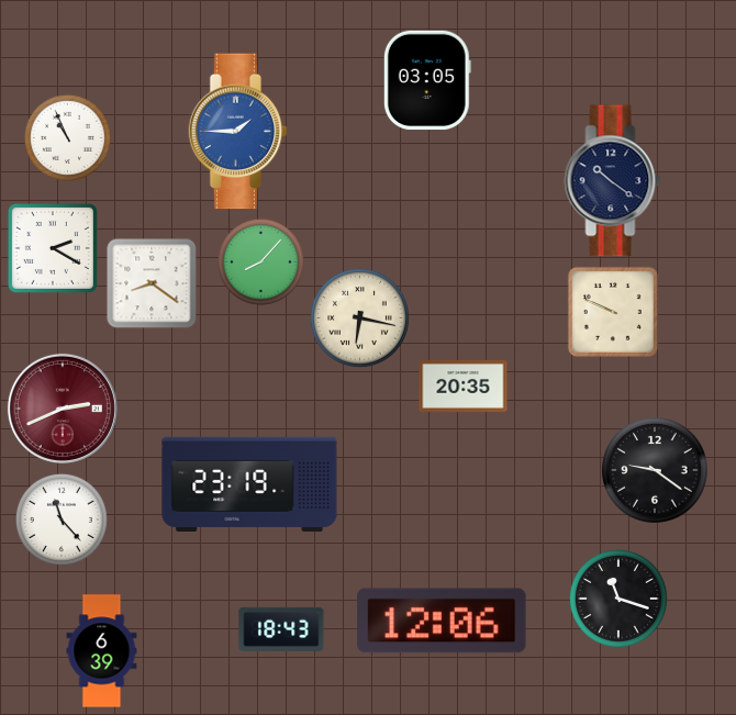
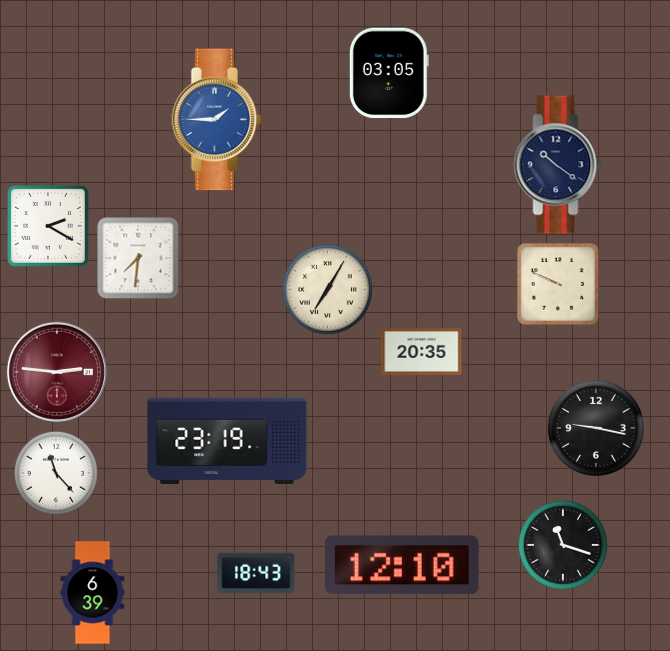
clock at (67, 137): 10:56 -> none
clock at (260, 261): 8:07 -> none
clock at (152, 283): 8:21 -> 7:31
clock at (359, 317): 6:17 -> 7:05
clock at (63, 409): 2:41 -> 2:46
clock at (655, 470): 9:21 -> 9:17
clock at (442, 621): 12:06 -> 12:10
